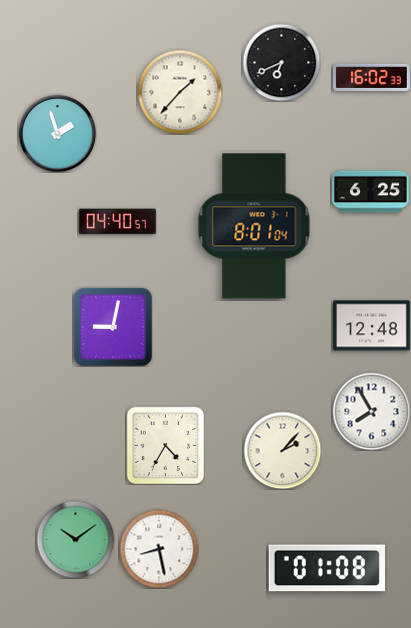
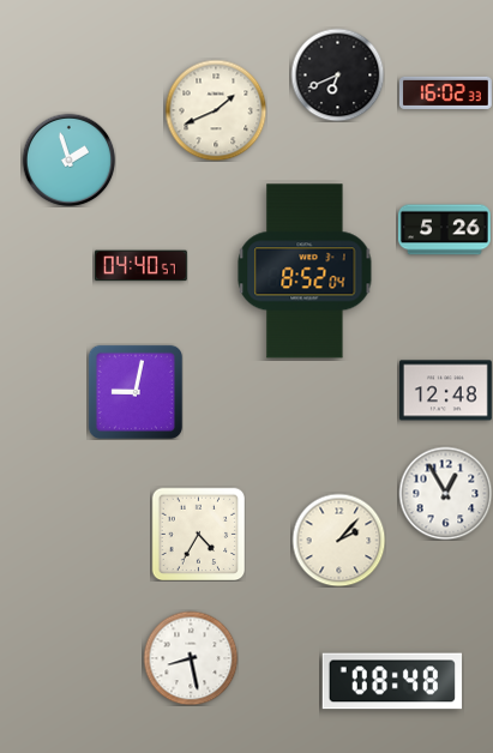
clock at (180, 92): 1:37 -> 1:41
clock at (370, 192): 6:25 -> 5:26
clock at (254, 226): 8:01 -> 8:52
clock at (371, 411): 7:55 -> 12:55
clock at (75, 539): 10:09 -> none
clock at (326, 568): 01:08 -> 08:48
